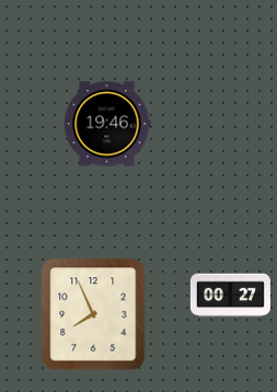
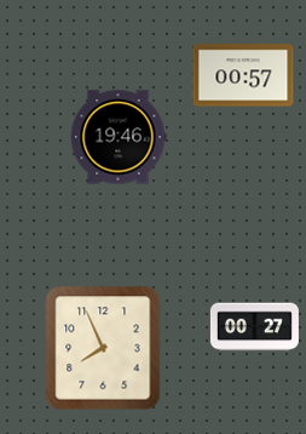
clock at (243, 75): none -> 00:57
